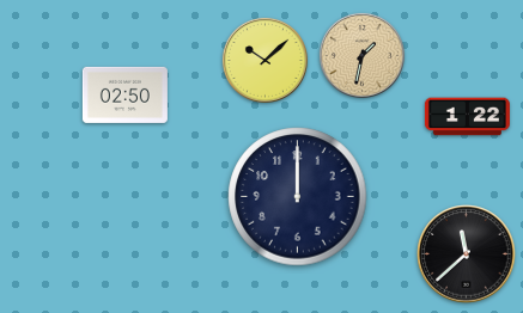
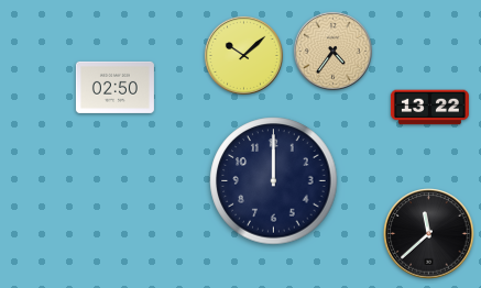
clock at (361, 55): 1:32 -> 4:36
clock at (467, 117): 1:22 -> 13:22
